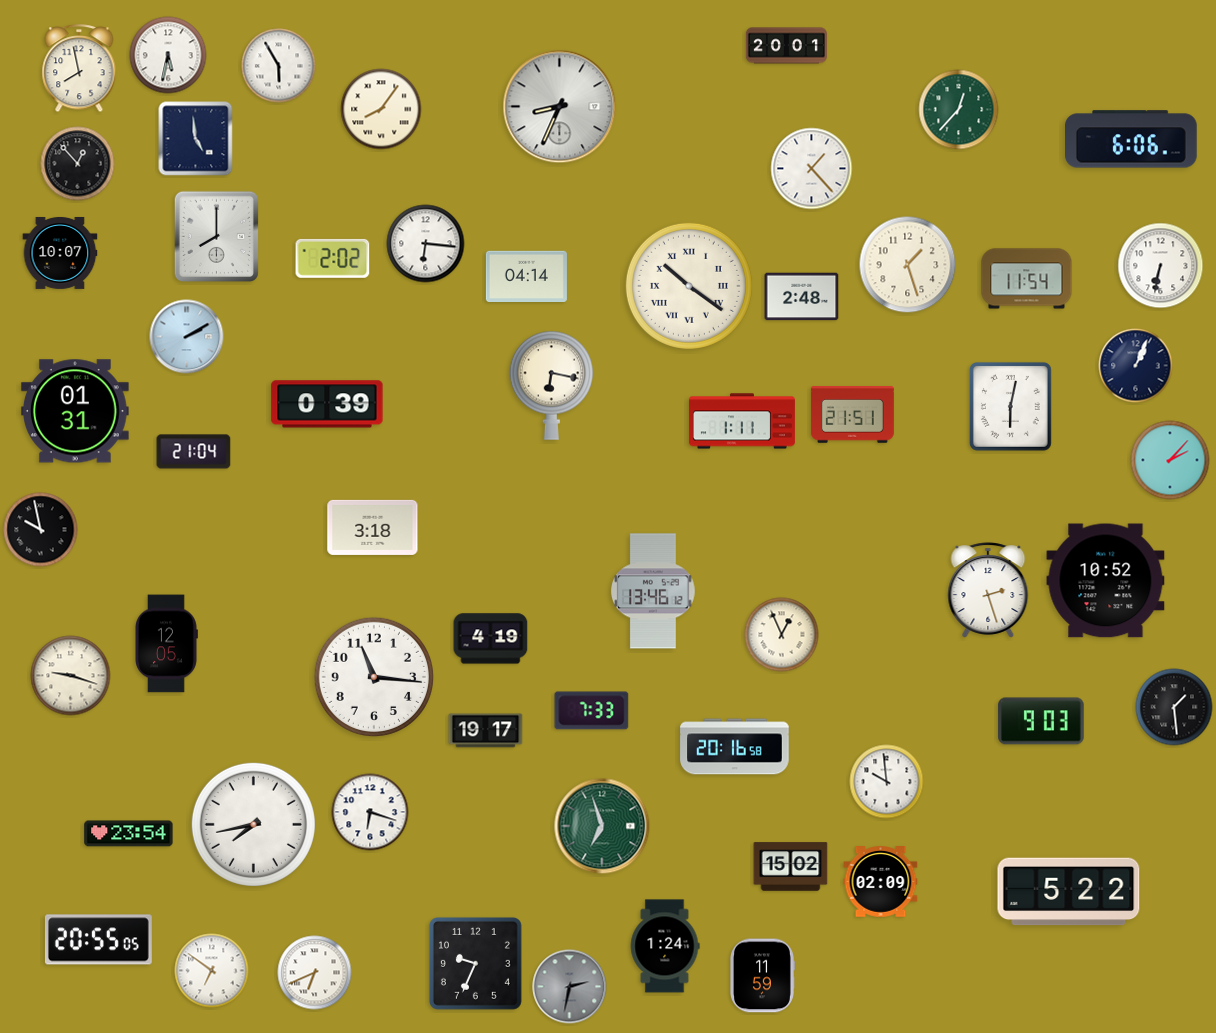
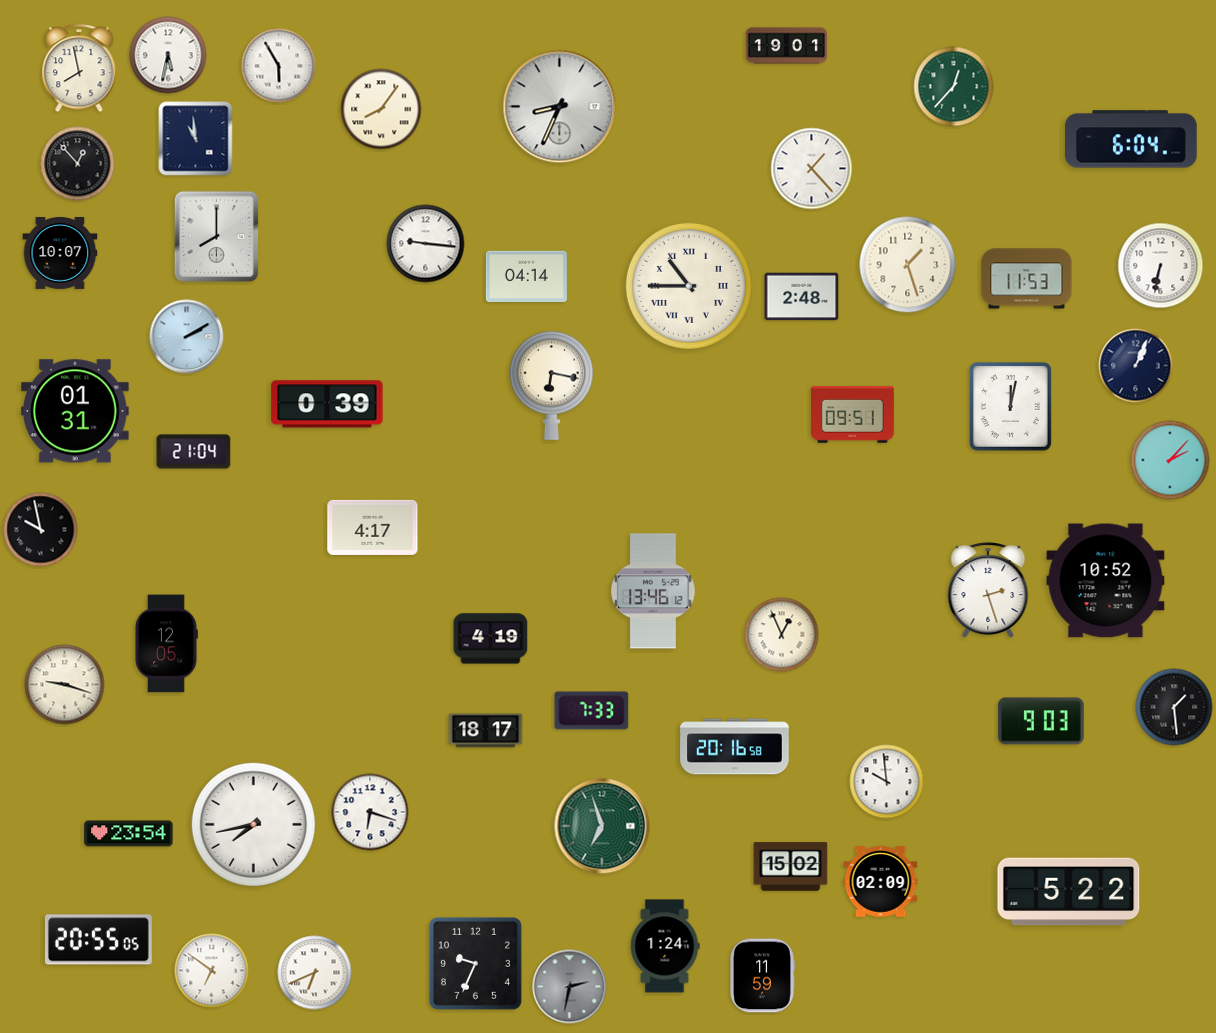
clock at (786, 46): 20:01 -> 19:01
clock at (959, 110) position: (959, 110) -> (954, 87)
clock at (196, 139): 4:59 -> 10:59
clock at (1132, 139): 6:06 -> 6:04
clock at (426, 244): 6:16 -> 9:16
clock at (333, 258): 2:02 -> none
clock at (1027, 279): 11:54 -> 11:53
clock at (689, 286): 10:21 -> 10:45
clock at (1010, 406): 6:02 -> 12:02
clock at (852, 415): 21:51 -> 09:51
clock at (742, 421): 1:11 -> none
clock at (373, 527): 3:18 -> 4:17
clock at (71, 676) position: (71, 676) -> (65, 685)
clock at (374, 677): 11:16 -> none
clock at (486, 731): 19:17 -> 18:17
